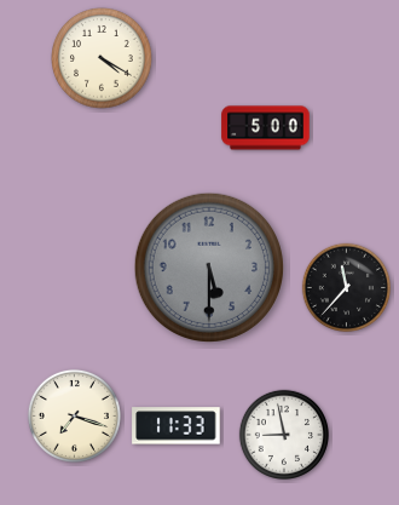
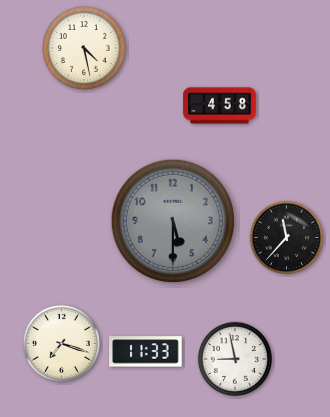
clock at (102, 58): 4:20 -> 4:28
clock at (266, 128): 5:00 -> 4:58
